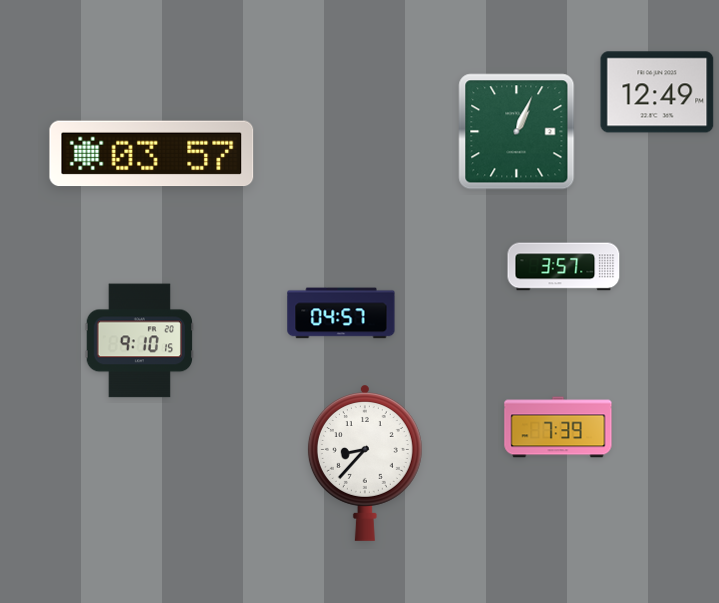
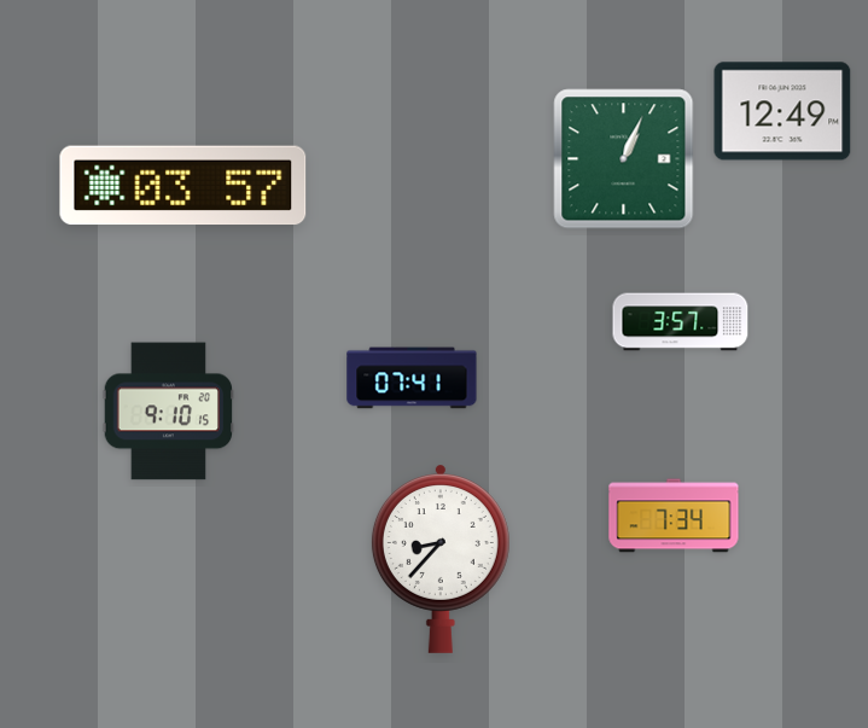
clock at (657, 92) position: (657, 92) -> (782, 111)
clock at (341, 313): 04:57 -> 07:41
clock at (558, 427): 7:39 -> 7:34
